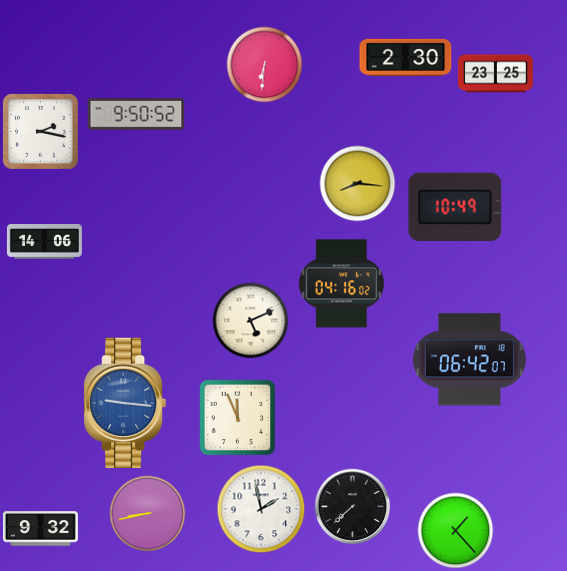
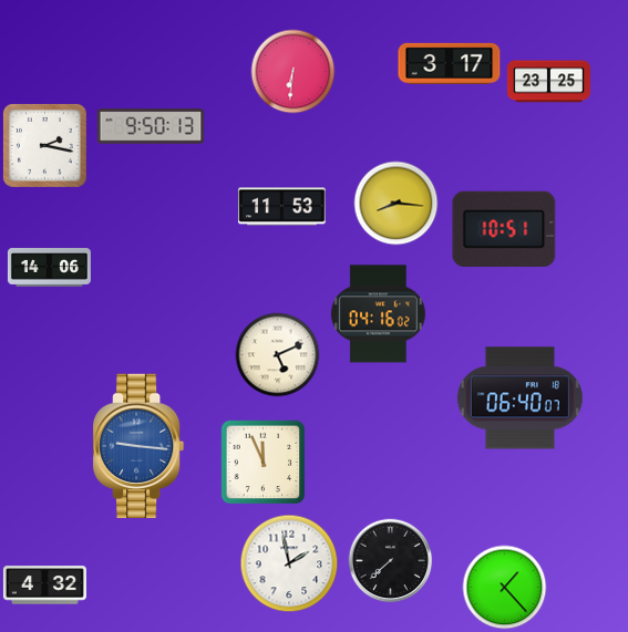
clock at (406, 57): 2:30 -> 3:17
clock at (136, 114): 9:50:52 -> 9:50:13
clock at (282, 207): none -> 11:53
clock at (455, 207): 10:49 -> 10:51
clock at (469, 360): 06:42 -> 06:40
clock at (148, 514): 8:43 -> none
clock at (40, 529): 9:32 -> 4:32
